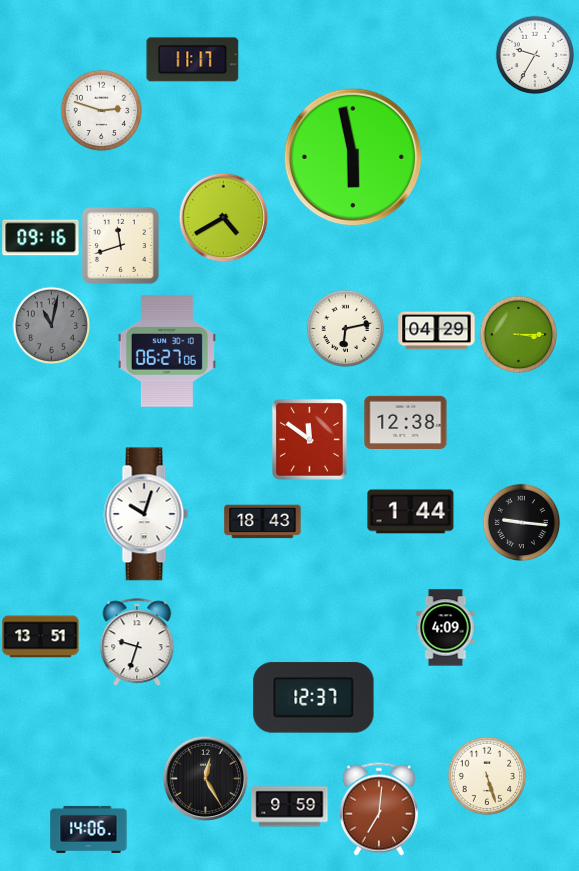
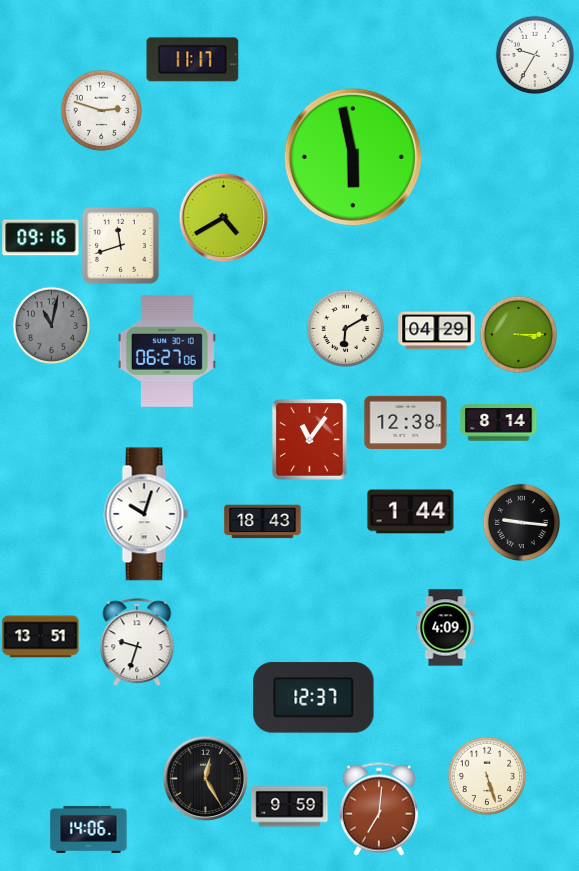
clock at (345, 328): 6:13 -> 6:10
clock at (499, 423): none -> 8:14
clock at (309, 439): 11:51 -> 11:06
